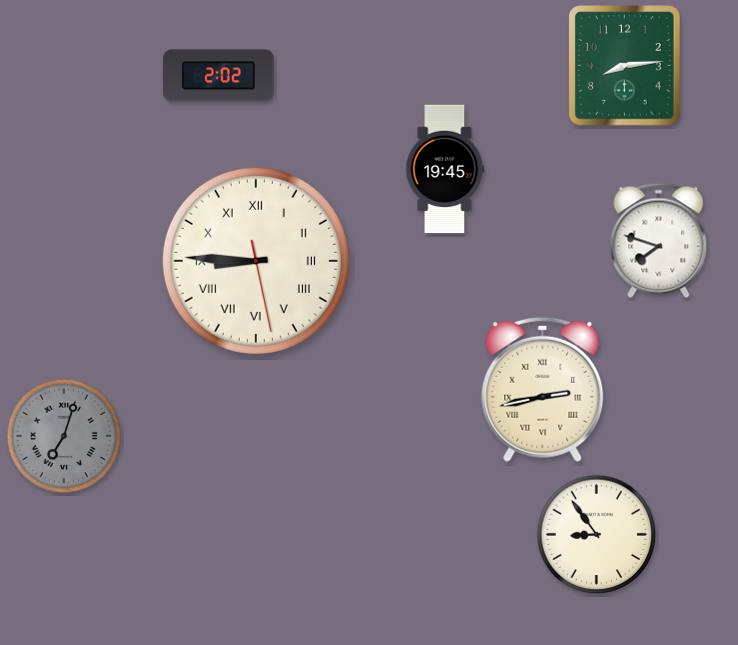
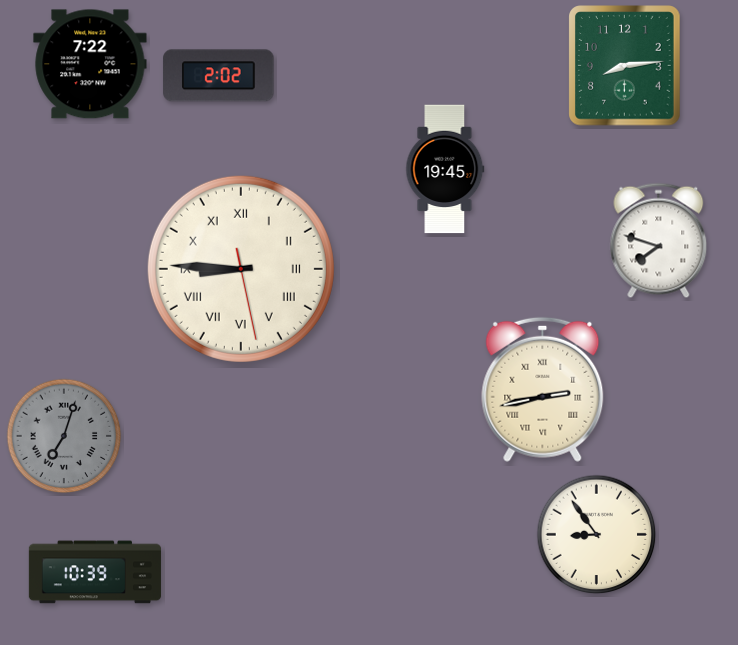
clock at (90, 64): none -> 7:22
clock at (256, 261) position: (256, 261) -> (241, 269)
clock at (95, 572): none -> 10:39
